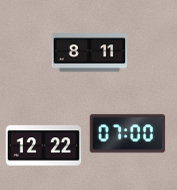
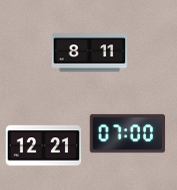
clock at (44, 146): 12:22 -> 12:21
